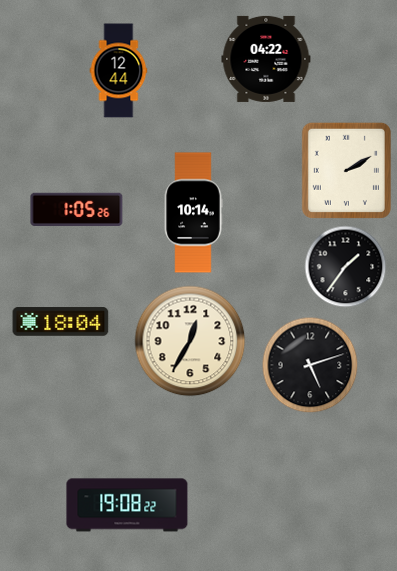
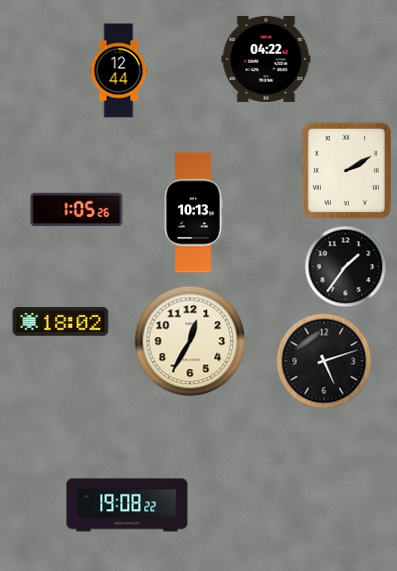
clock at (193, 213): 10:14 -> 10:13
clock at (61, 322): 18:04 -> 18:02
clock at (310, 365) position: (310, 365) -> (324, 361)
